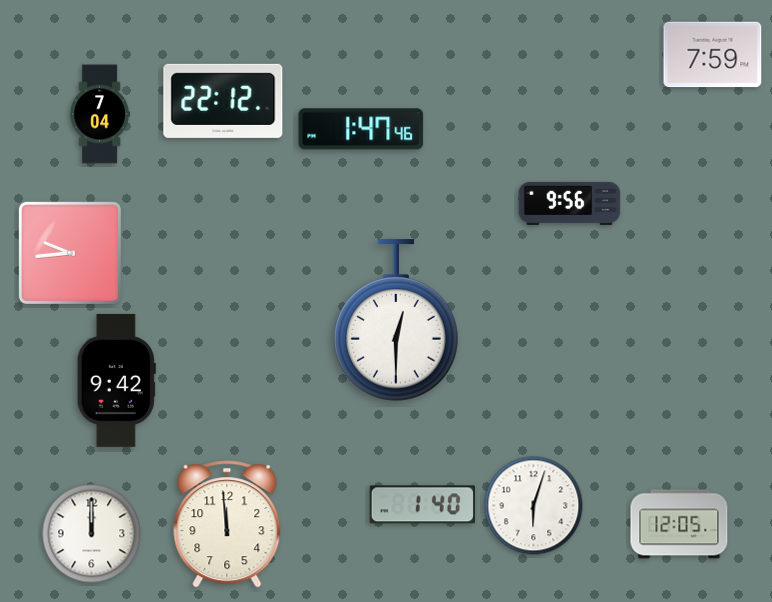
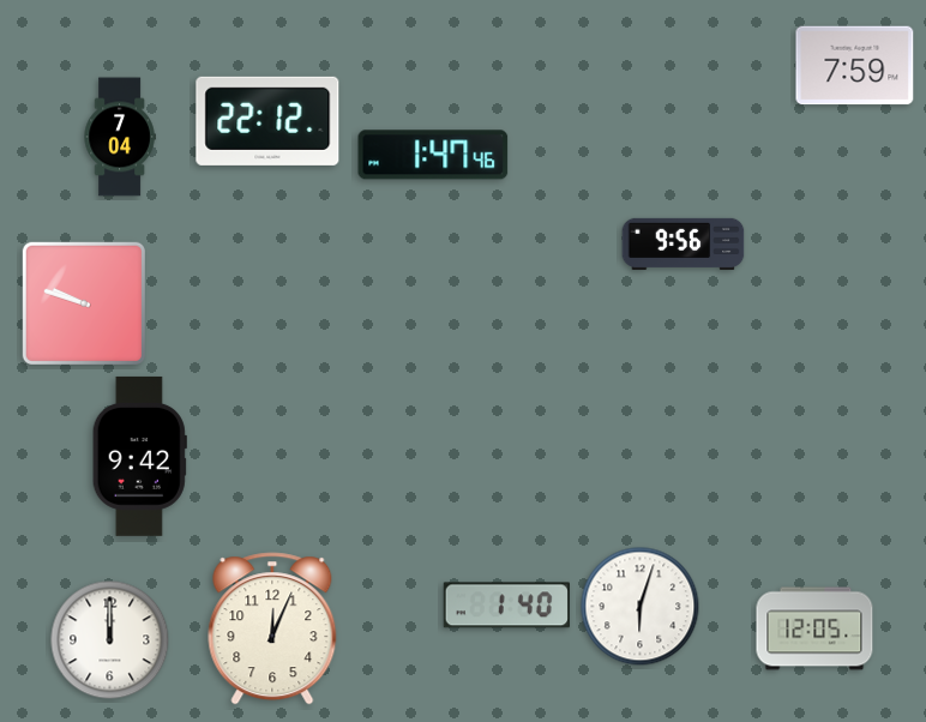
clock at (70, 253): 9:44 -> 9:48
clock at (397, 320): 12:30 -> none
clock at (227, 524): 11:59 -> 12:04
